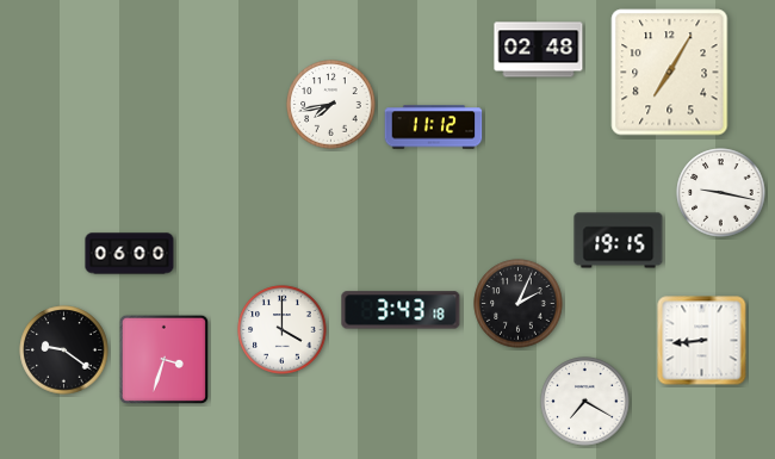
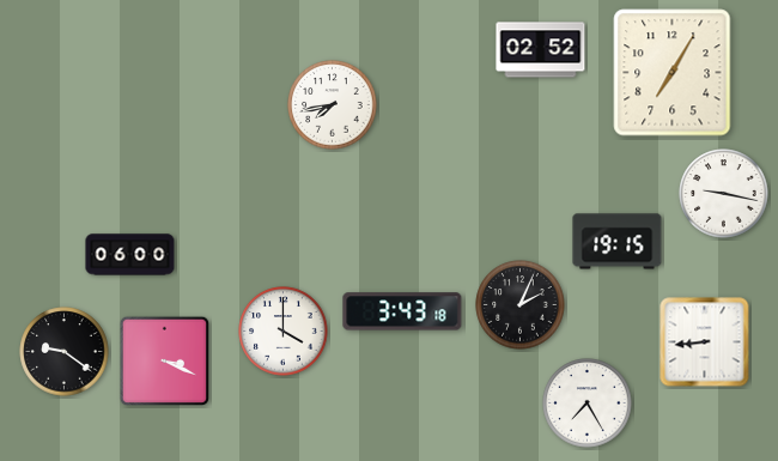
clock at (539, 50): 02:48 -> 02:52
clock at (434, 128): 11:12 -> none
clock at (619, 241) position: (619, 241) -> (618, 242)
clock at (165, 360): 3:33 -> 3:19
clock at (585, 402): 7:20 -> 7:25
